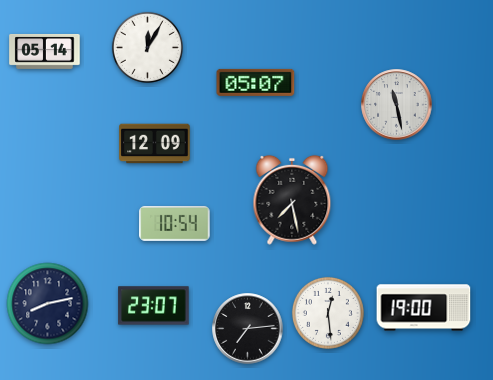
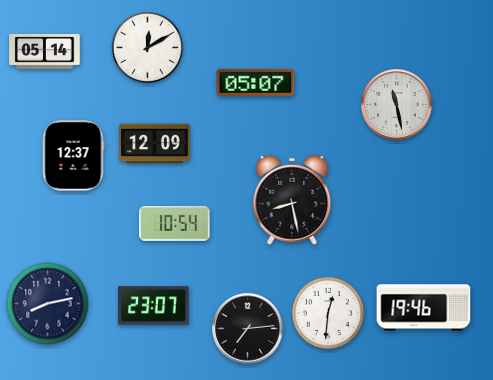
clock at (147, 47): 12:05 -> 12:10
clock at (73, 156): none -> 12:37
clock at (292, 200): 7:28 -> 8:28
clock at (424, 308): 19:00 -> 19:46
clock at (328, 313): 12:29 -> 12:31
